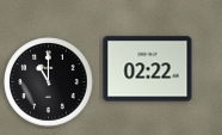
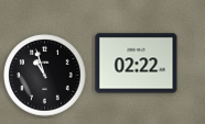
clock at (49, 82): 11:00 -> 10:57
